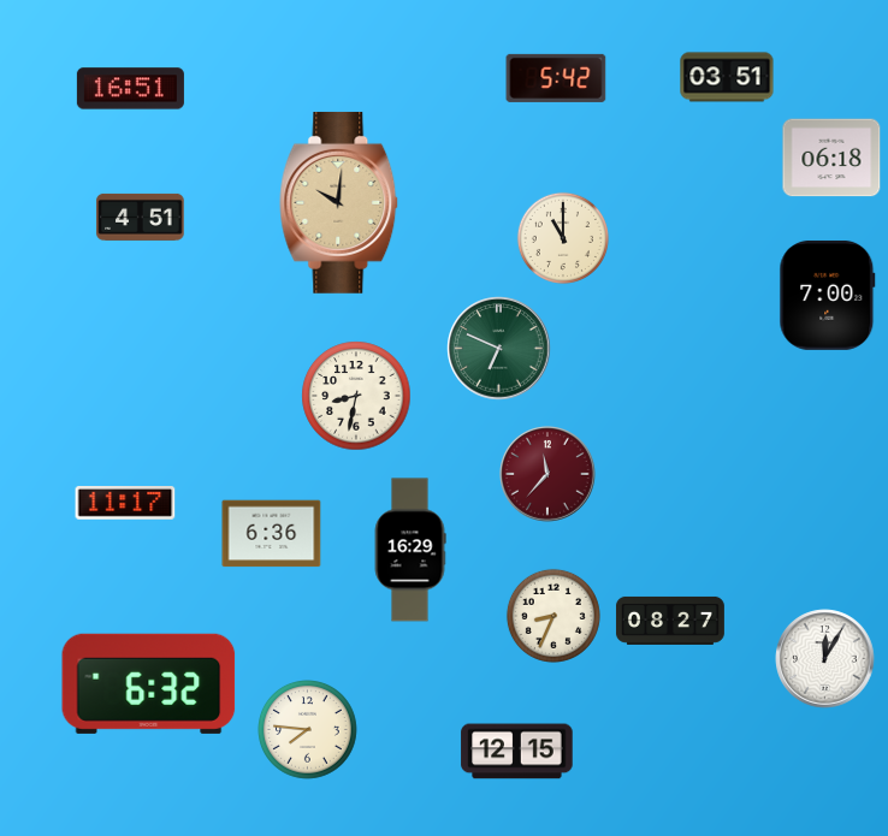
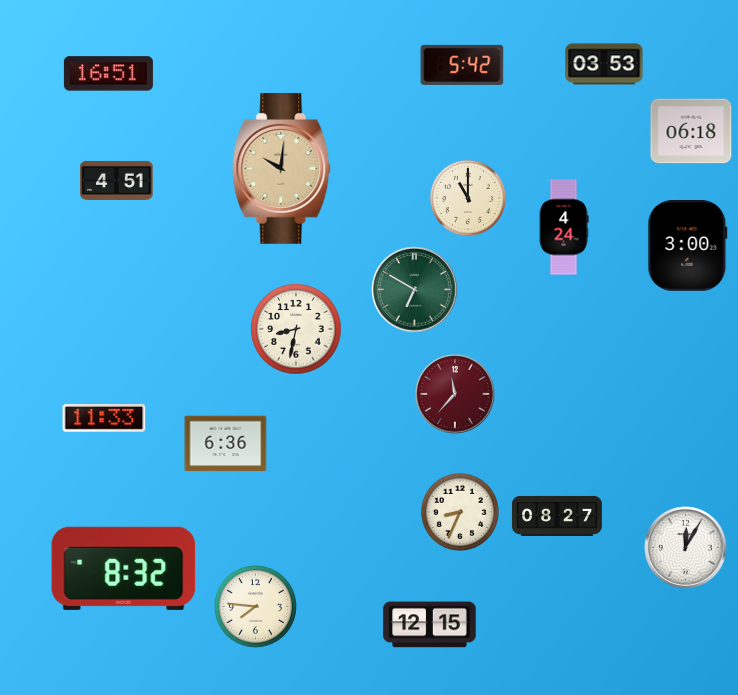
clock at (727, 77): 03:51 -> 03:53
clock at (564, 227): none -> 4:24
clock at (828, 295): 7:00 -> 3:00
clock at (499, 349): 6:49 -> 6:50
clock at (125, 504): 11:17 -> 11:33
clock at (410, 550): 16:29 -> none
clock at (149, 683): 6:32 -> 8:32
